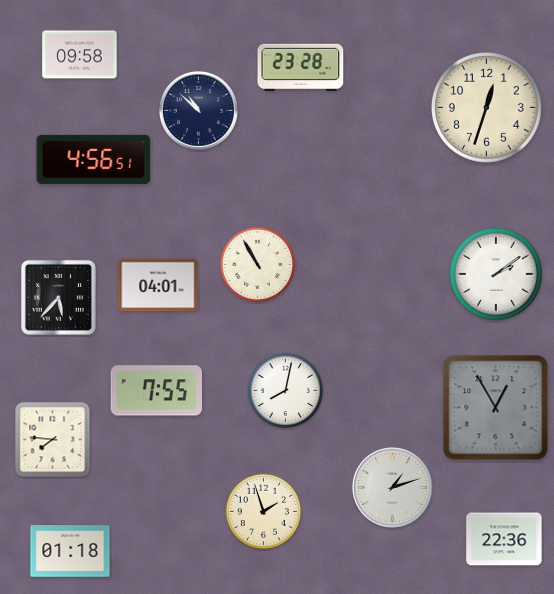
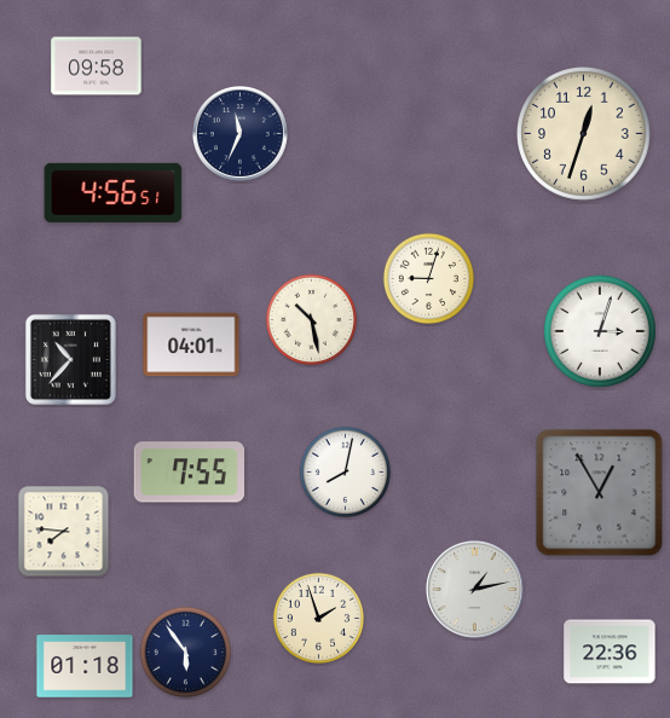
clock at (301, 67): 23:28 -> none
clock at (487, 108) position: (487, 108) -> (584, 134)
clock at (198, 110): 10:52 -> 11:34
clock at (428, 278): none -> 9:03
clock at (257, 264): 10:55 -> 10:28
clock at (496, 274): 2:09 -> 3:03
clock at (58, 297): 5:37 -> 10:37
clock at (392, 487): 1:12 -> 1:13
clock at (185, 652): none -> 5:54
